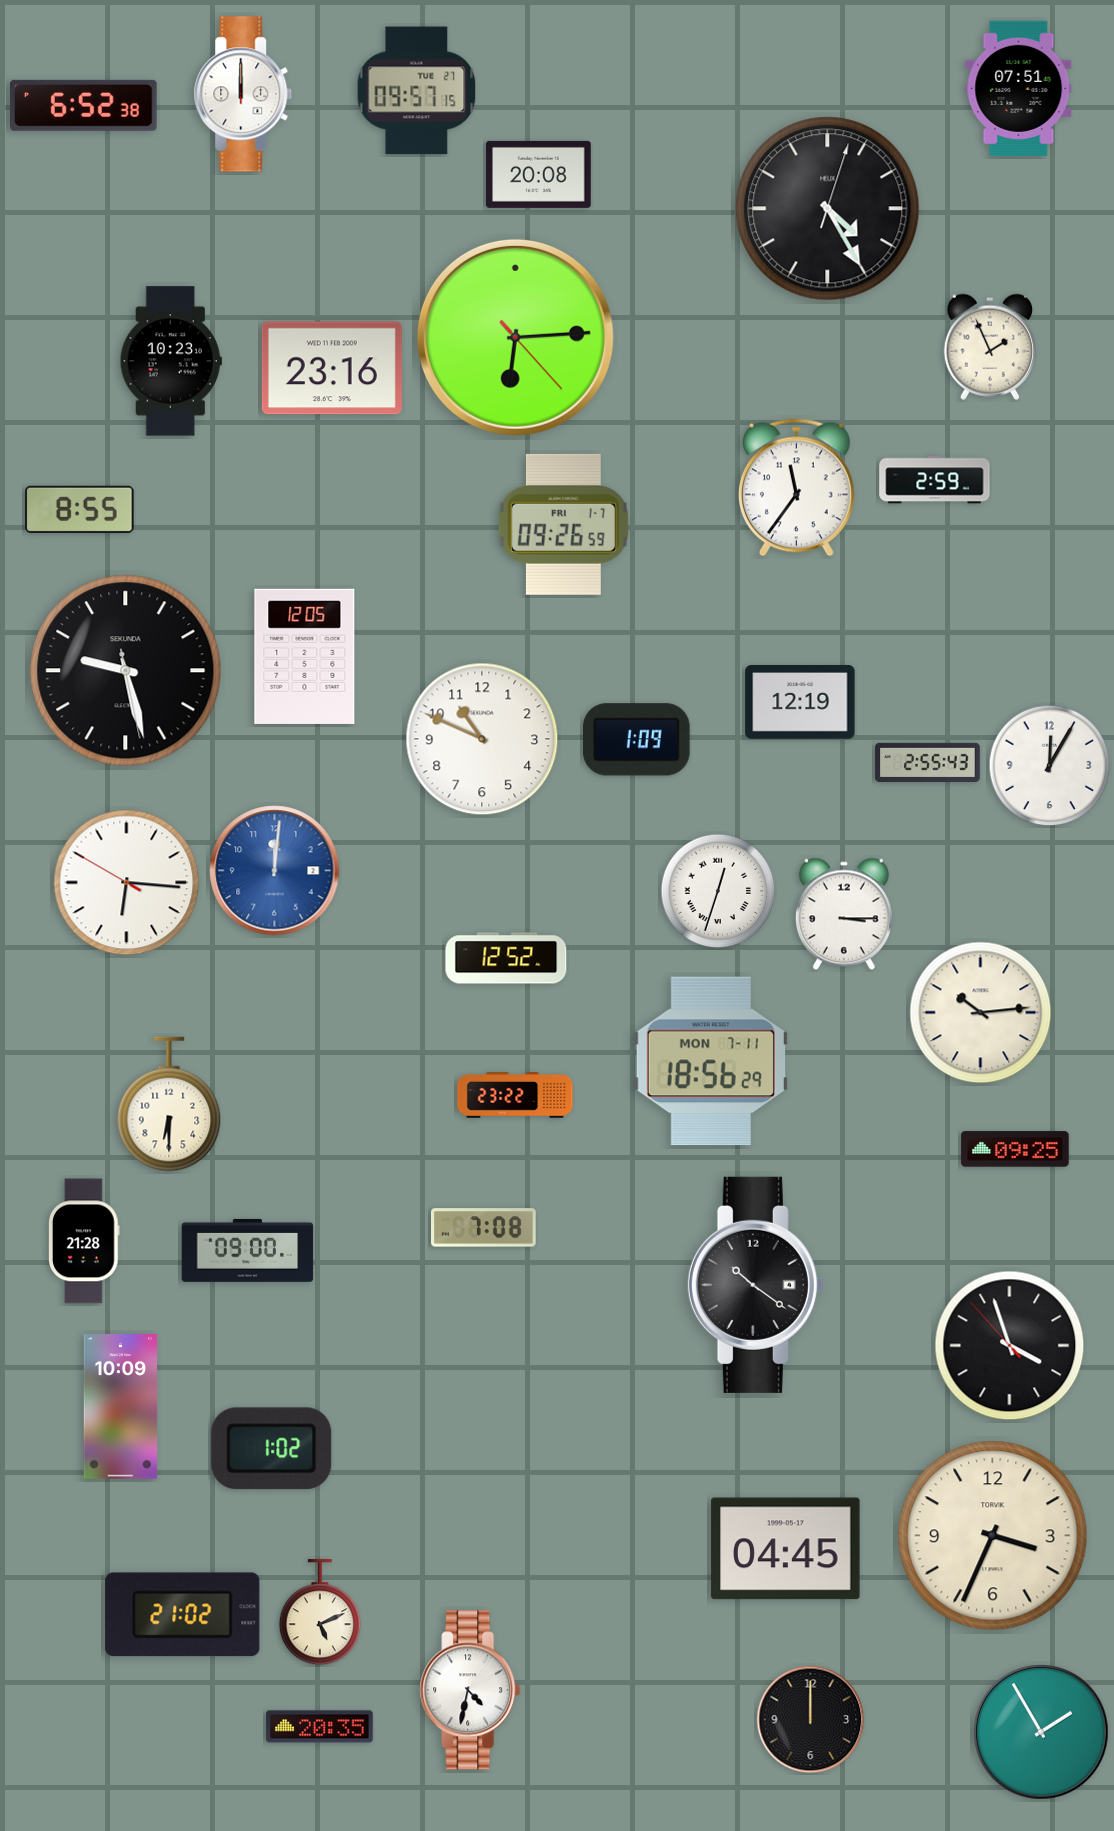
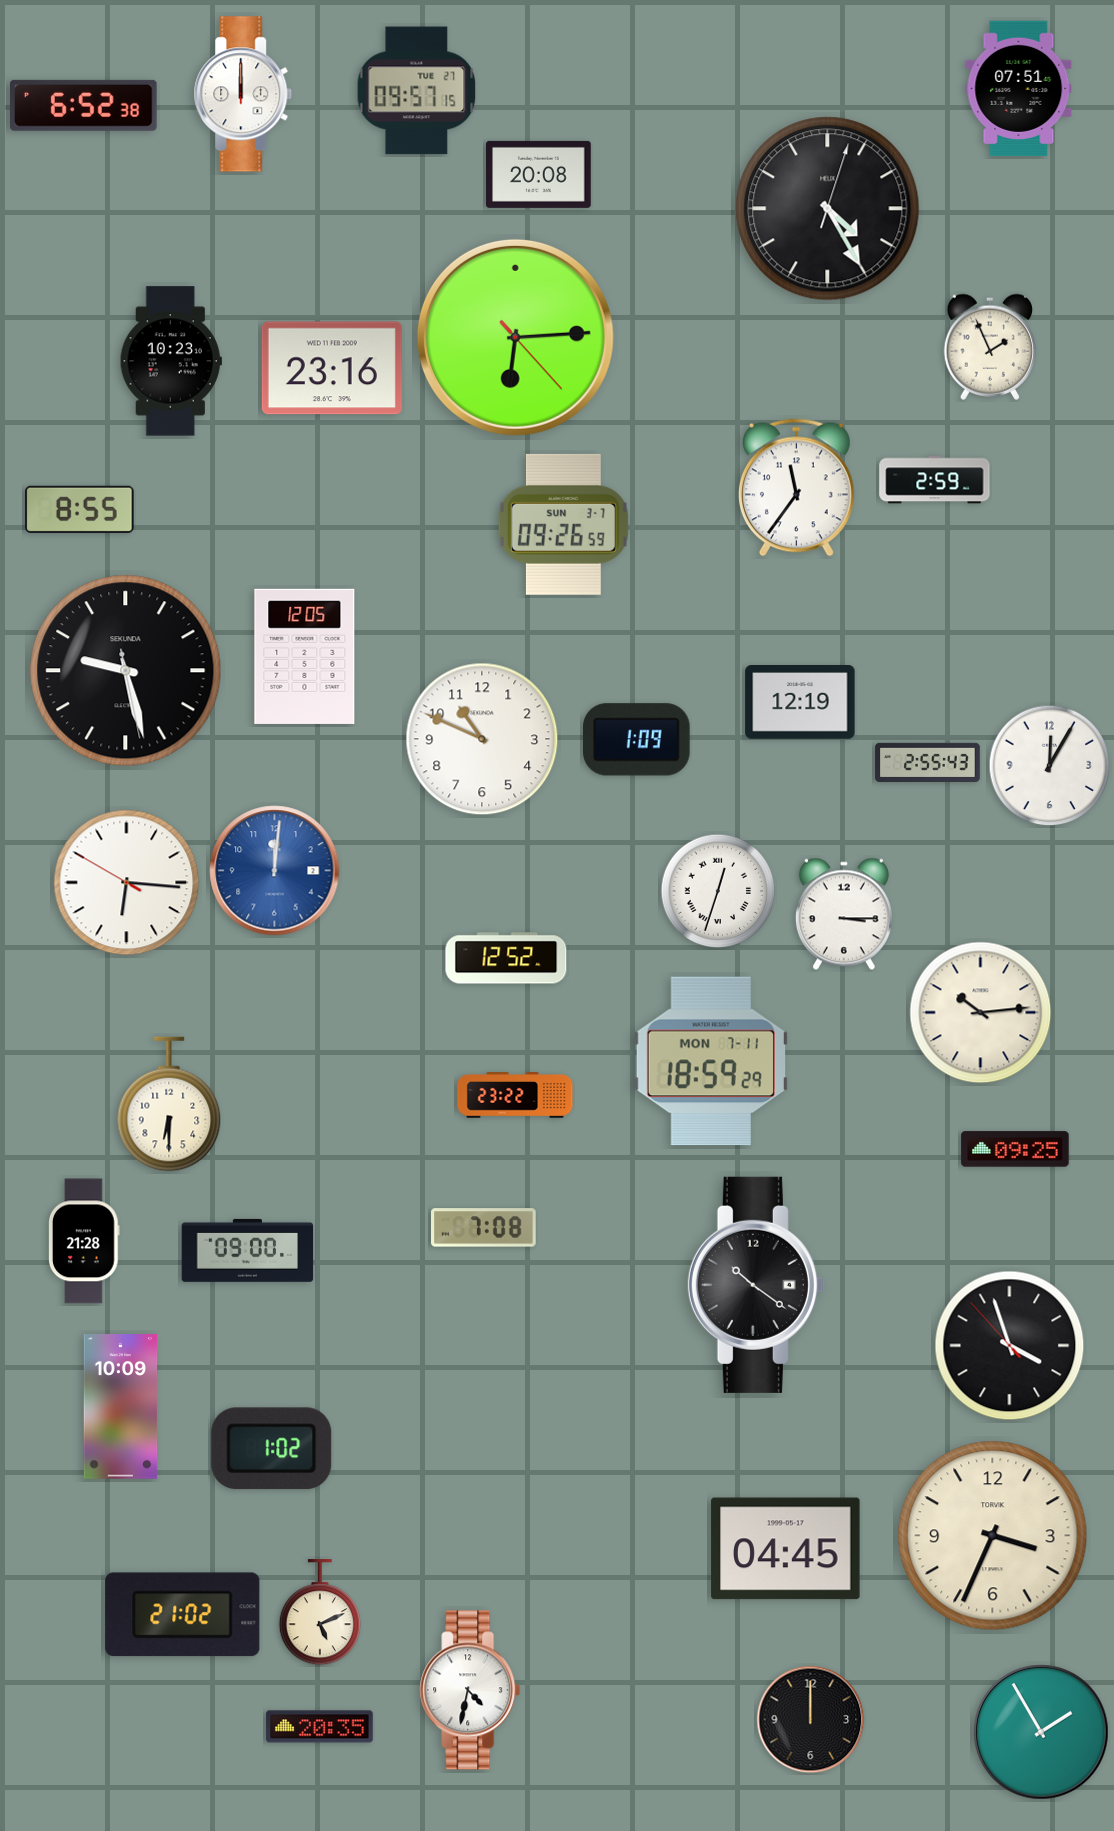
clock at (563, 524) date: FRI 1-7 -> SUN 3-7
clock at (711, 1061): 18:56 -> 18:59
